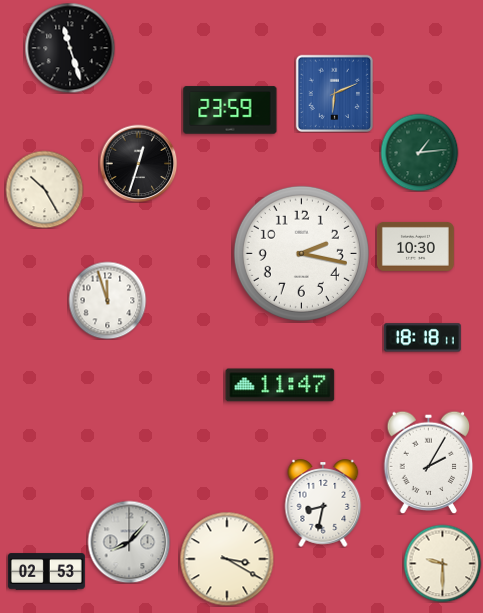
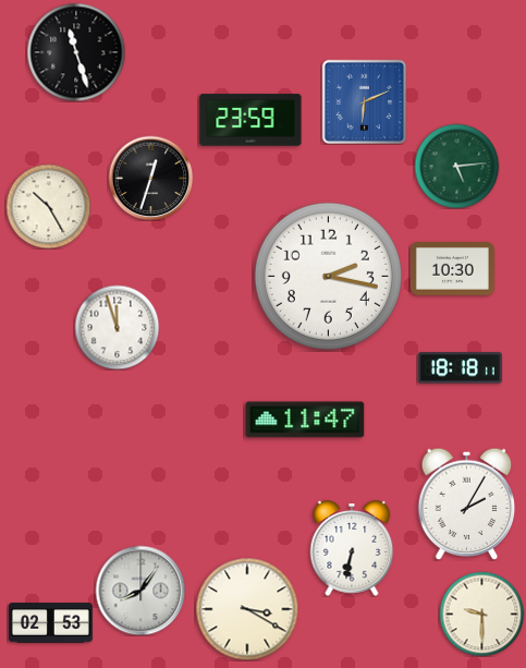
clock at (419, 152): 1:14 -> 5:14
clock at (323, 503): 8:32 -> 6:32
clock at (129, 542): 8:07 -> 8:06
